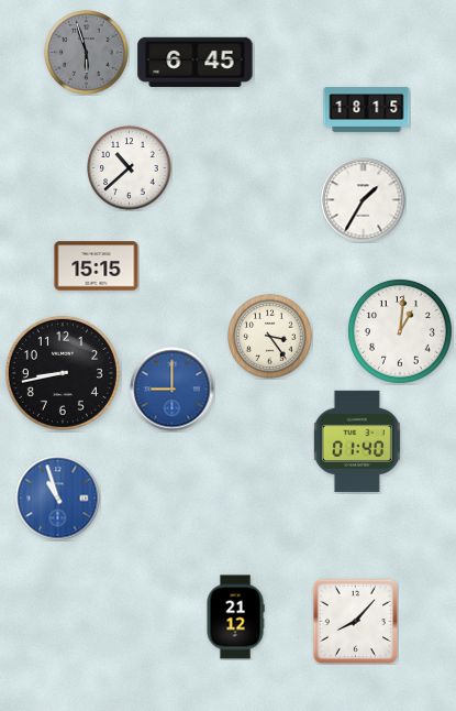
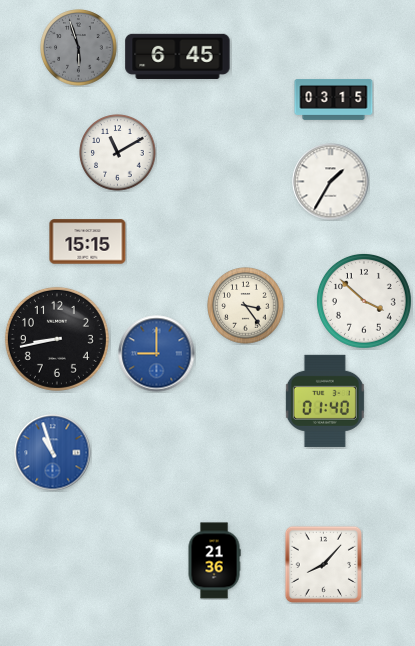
clock at (367, 110): 18:15 -> 03:15
clock at (130, 168): 10:38 -> 11:10
clock at (400, 331): 1:01 -> 3:52
clock at (235, 617): 21:12 -> 21:36
